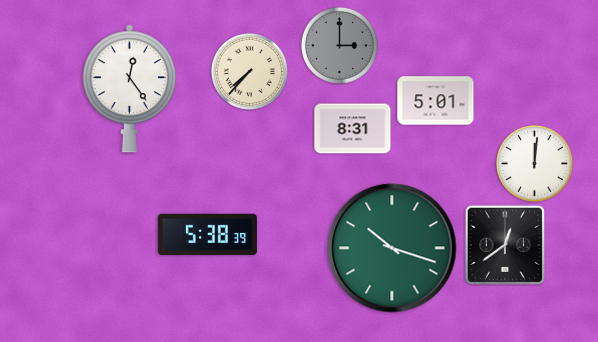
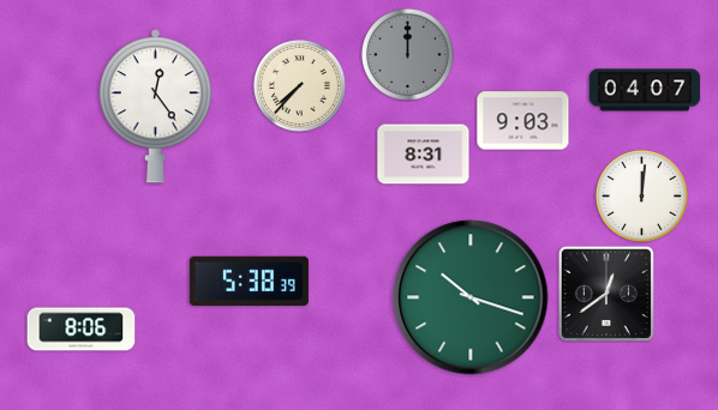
clock at (339, 45): 3:00 -> 12:00
clock at (645, 90): none -> 04:07
clock at (436, 101): 5:01 -> 9:03
clock at (82, 330): none -> 8:06
